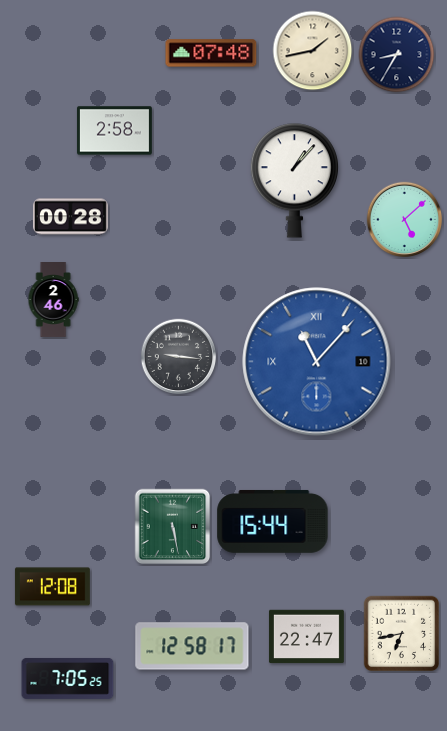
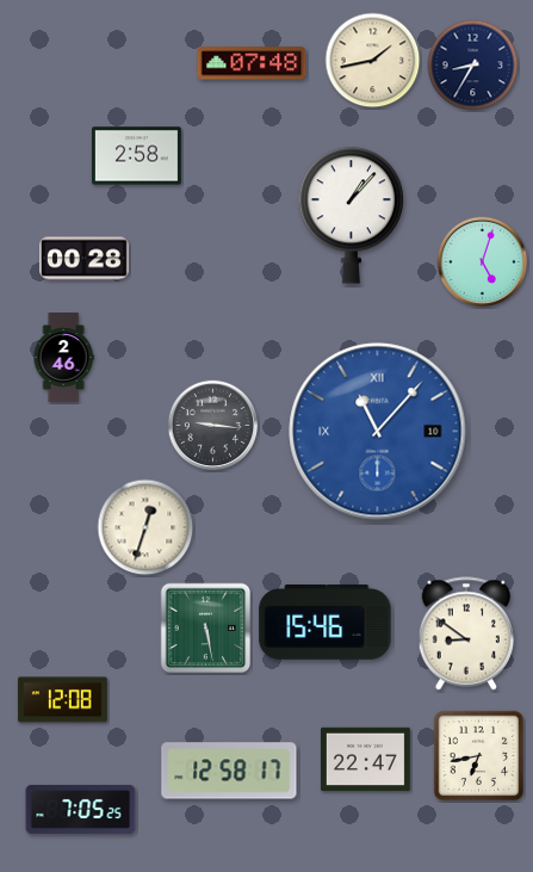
clock at (405, 220): 5:08 -> 5:03
clock at (145, 527): none -> 12:33
clock at (273, 521): 15:44 -> 15:46
clock at (466, 633): none -> 8:51
